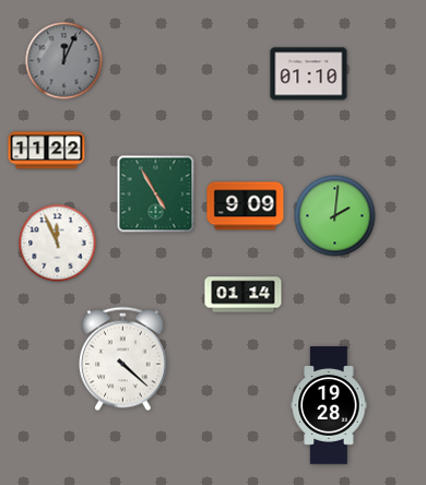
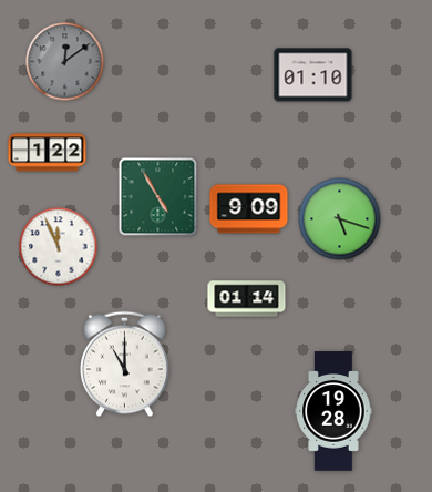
clock at (64, 61): 12:04 -> 12:09
clock at (47, 151): 11:22 -> 1:22
clock at (335, 216): 2:01 -> 5:18
clock at (123, 359): 4:22 -> 11:00
